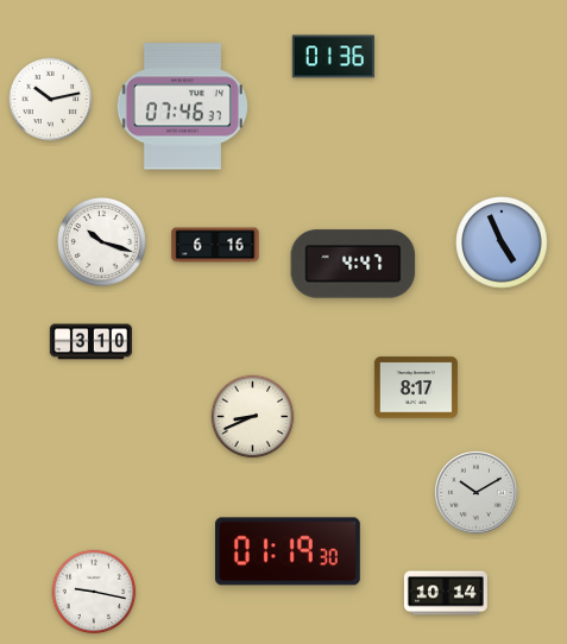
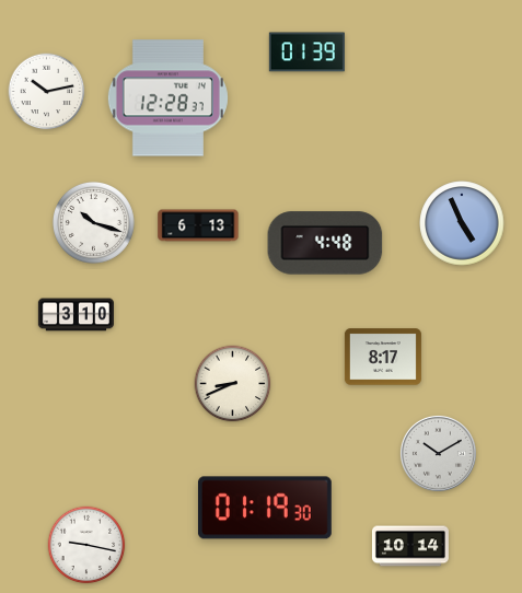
clock at (333, 57): 01:36 -> 01:39
clock at (182, 107): 07:46 -> 12:28
clock at (215, 245): 6:16 -> 6:13
clock at (353, 264): 4:47 -> 4:48
clock at (90, 342) position: (90, 342) -> (76, 315)
